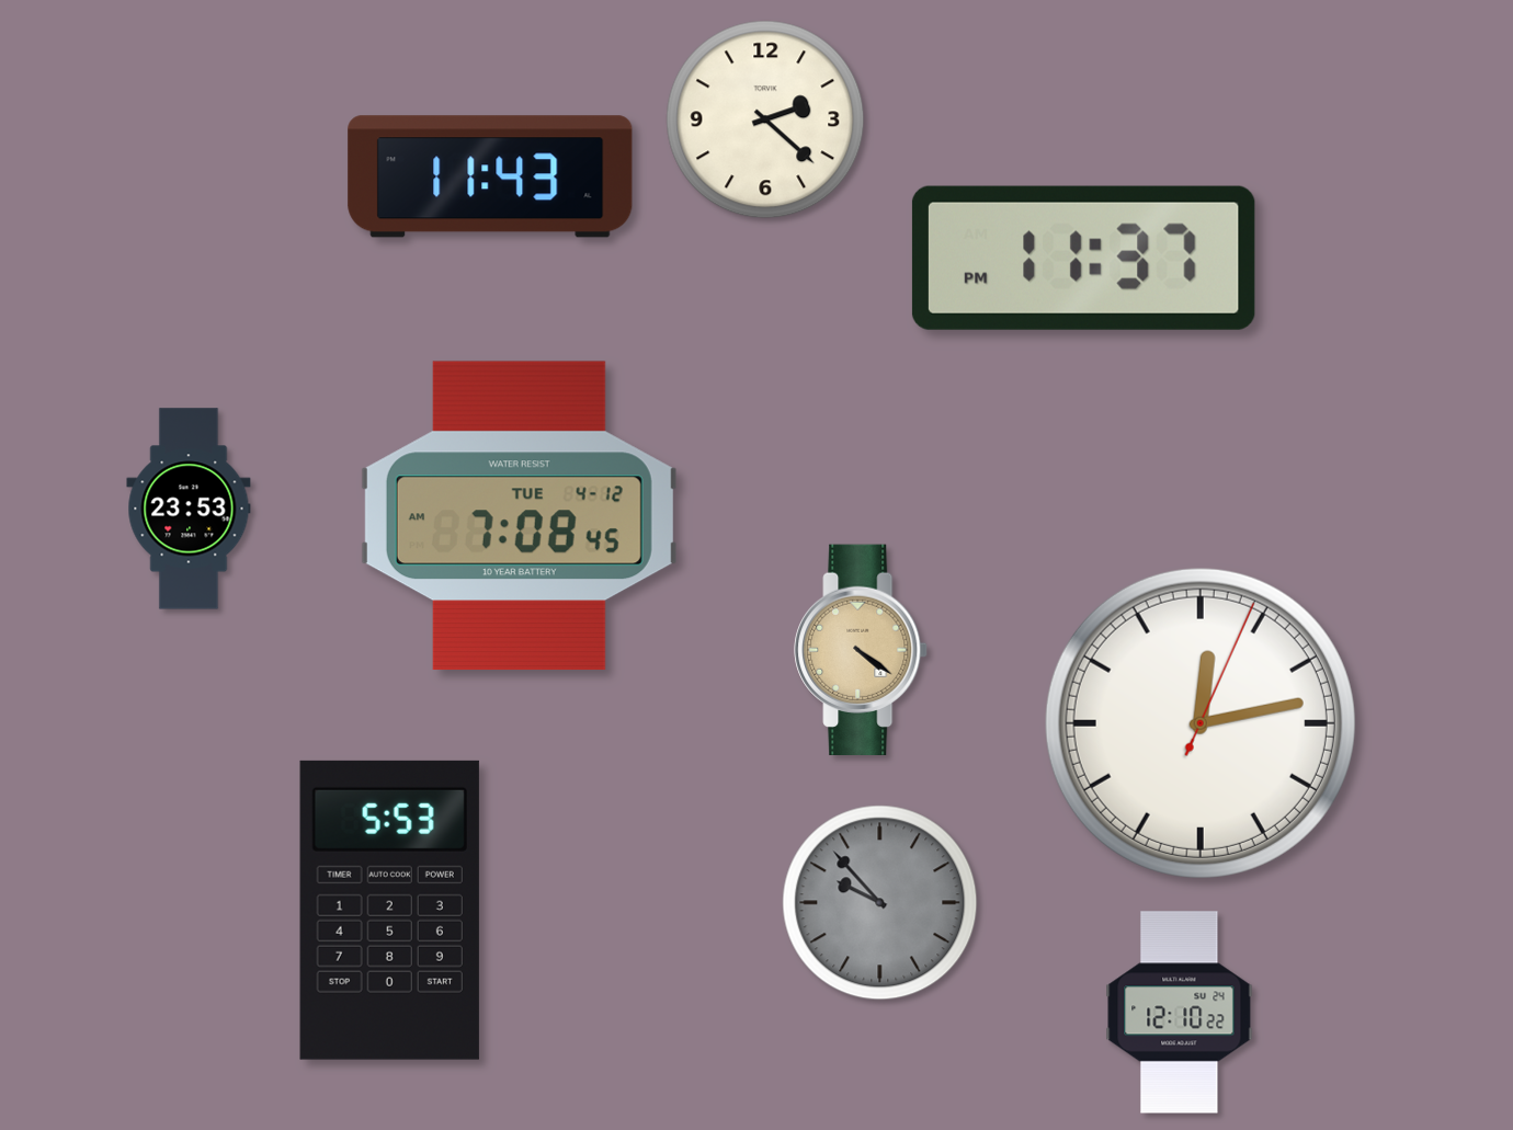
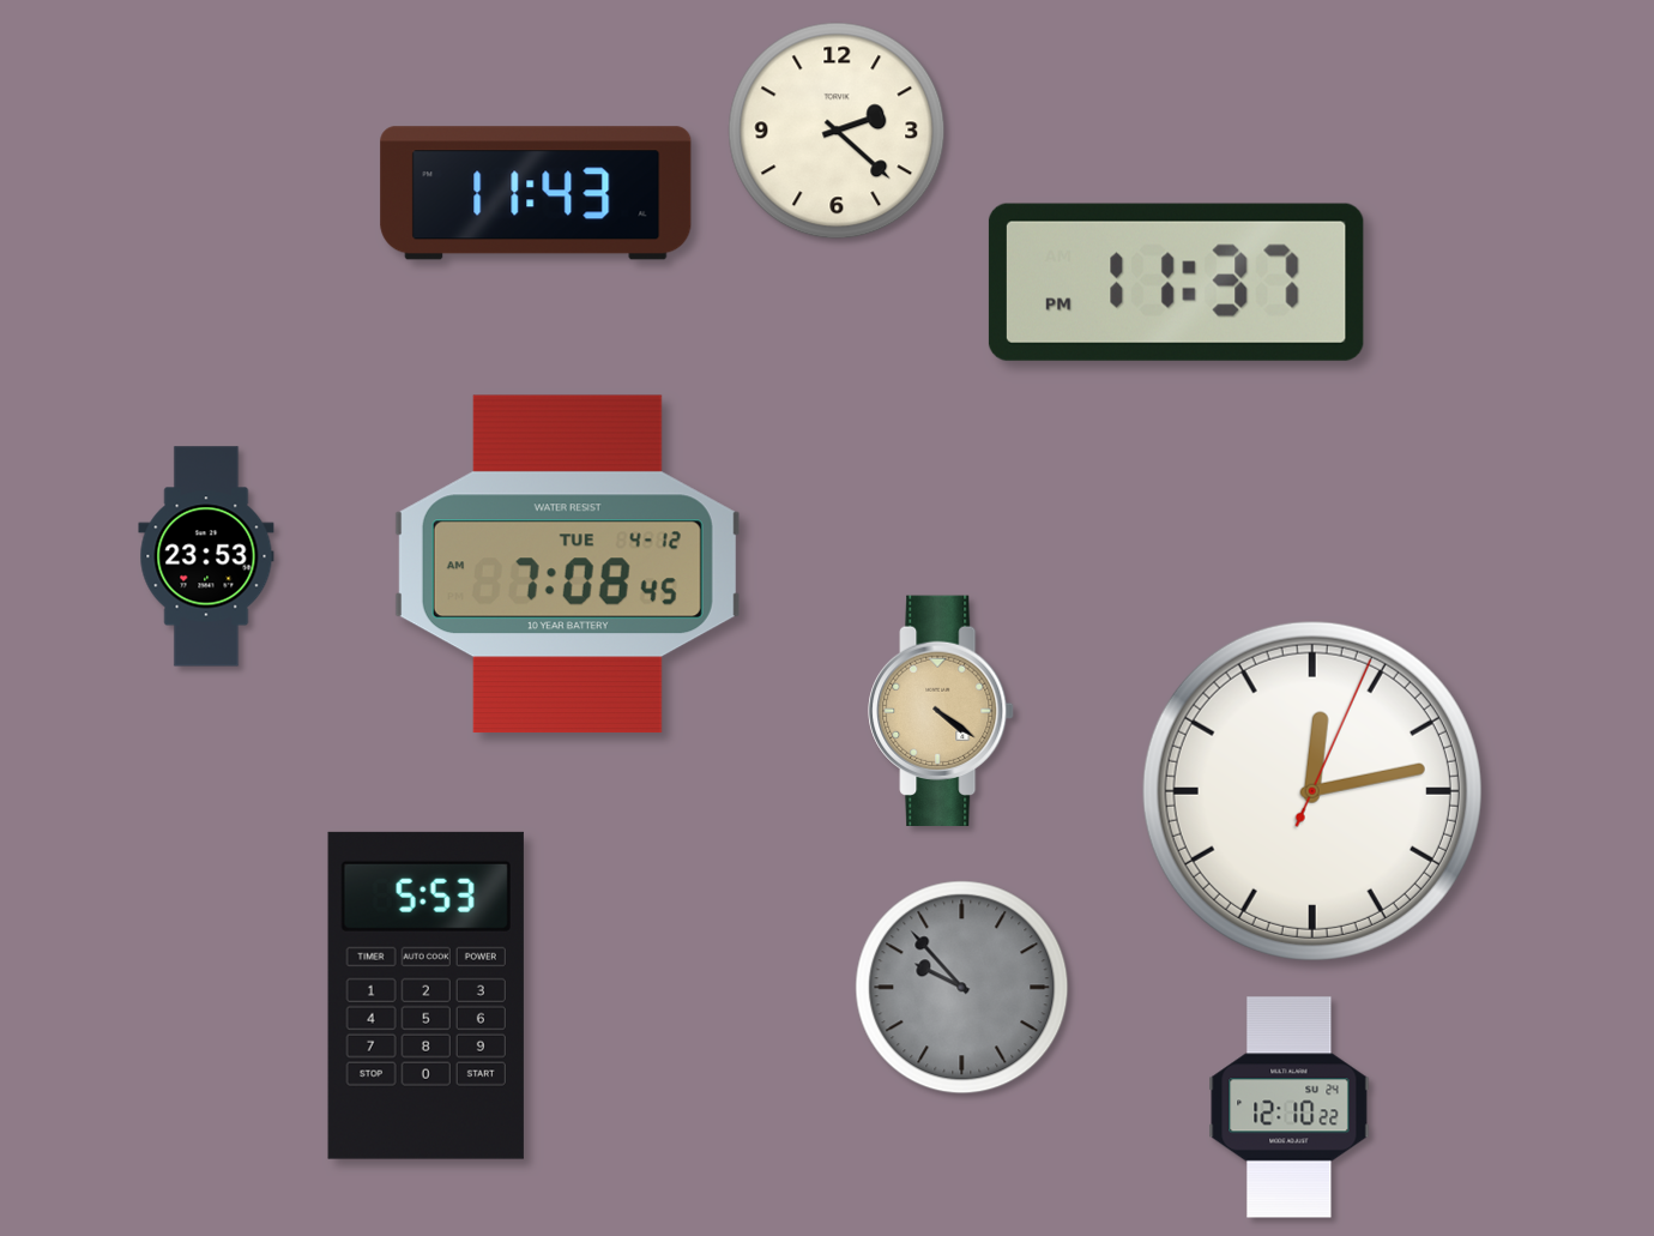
clock at (1083, 258) position: (1083, 258) -> (1176, 282)
